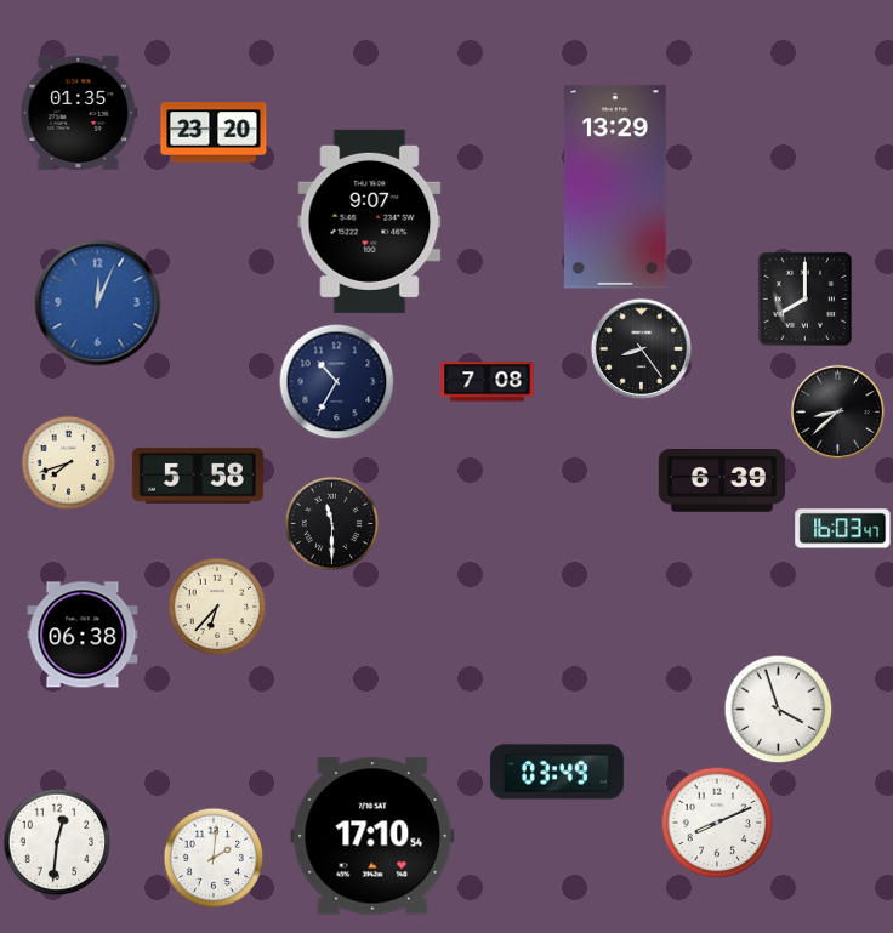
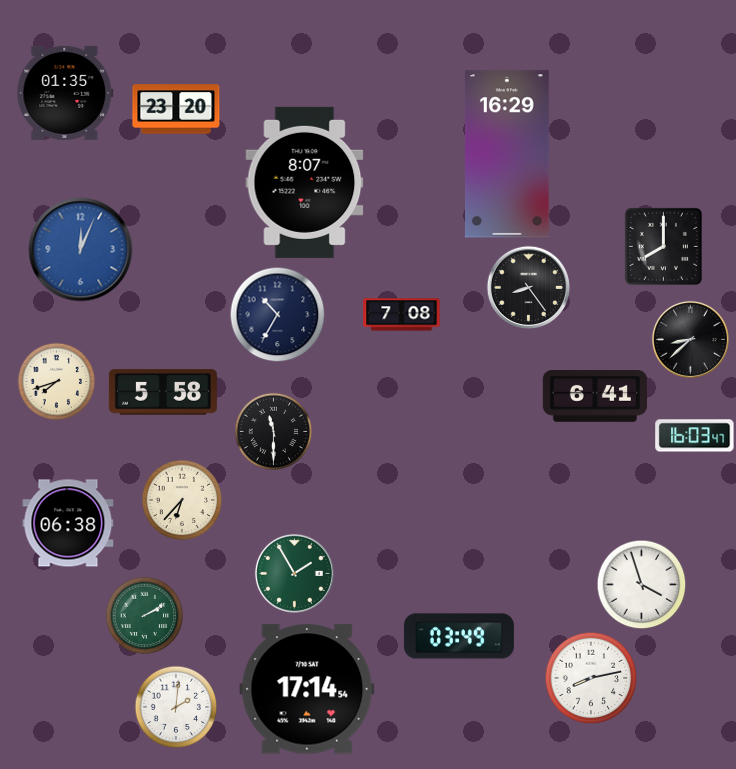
clock at (615, 187): 13:29 -> 16:29
clock at (370, 221): 9:07 -> 8:07
clock at (721, 482): 6:39 -> 6:41
clock at (217, 607) position: (217, 607) -> (182, 500)
clock at (294, 573): none -> 1:55
clock at (144, 615): none -> 2:10
clock at (717, 823): 8:11 -> 8:13
clock at (372, 836): 17:10 -> 17:14
clock at (57, 842): 12:31 -> none
